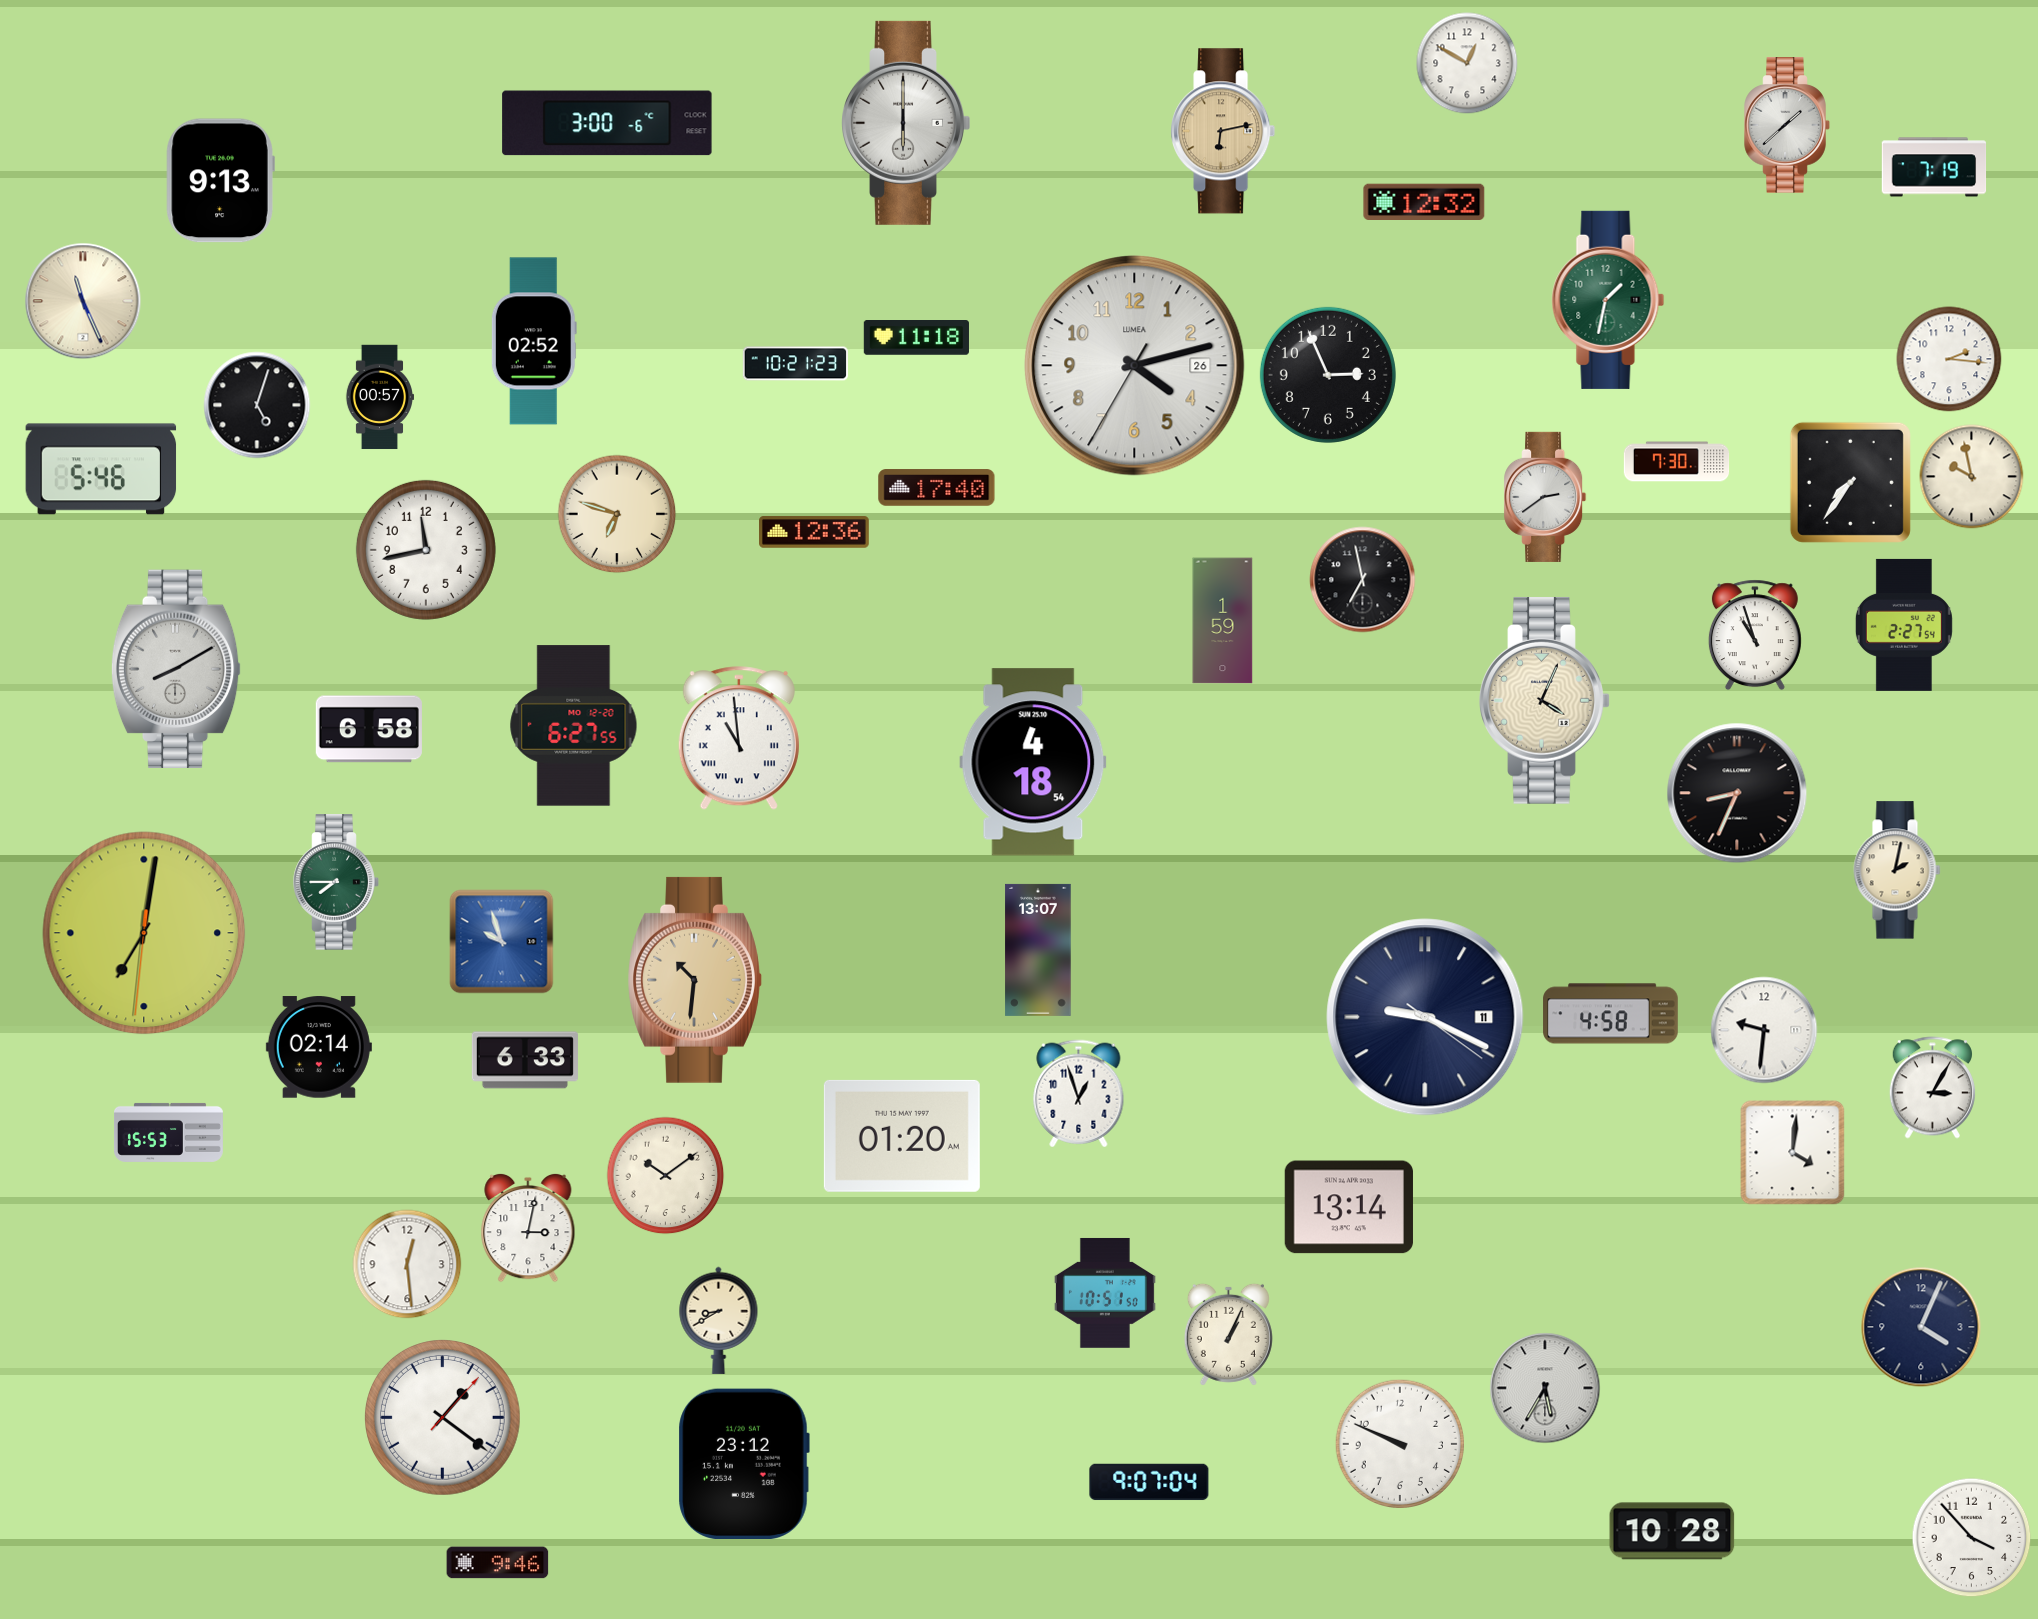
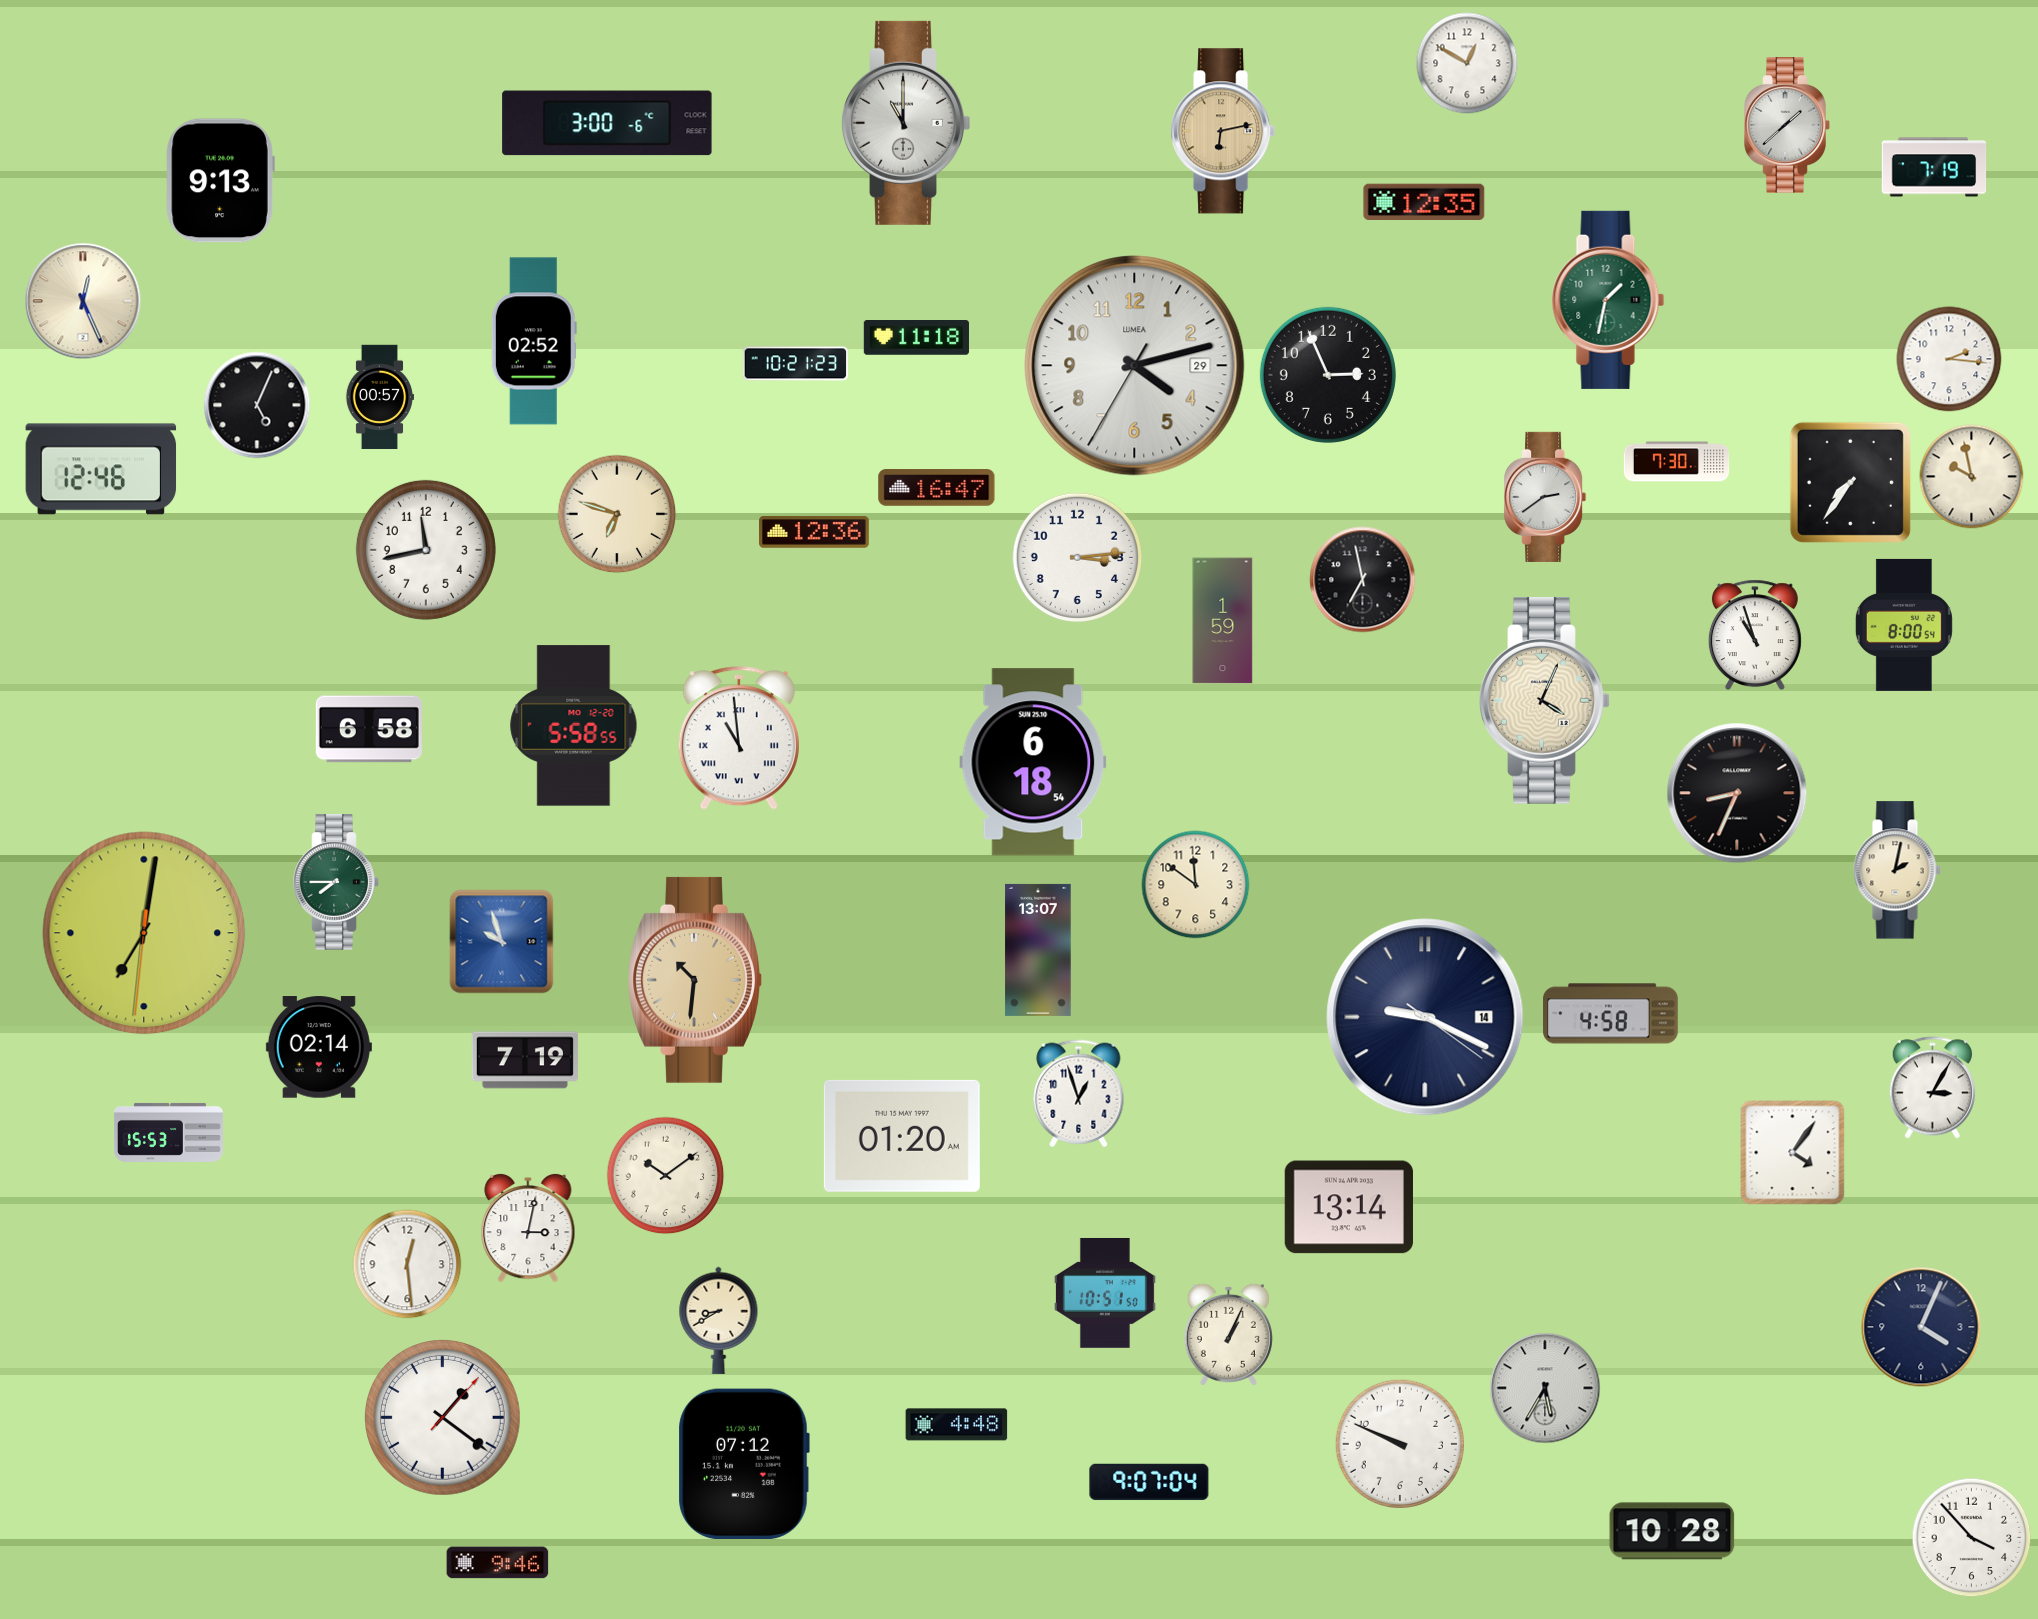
clock at (905, 123): 6:00 -> 11:00
clock at (1424, 201): 12:32 -> 12:35
clock at (83, 301): 11:26 -> 12:26
clock at (1135, 366) date: 26 -> 29
clock at (257, 405): 5:03 -> 5:04
clock at (101, 469): 5:46 -> 12:46
clock at (937, 488): 17:40 -> 16:47
clock at (1077, 557): none -> 3:14
clock at (1904, 625): 2:27 -> 8:00
clock at (176, 668): 8:10 -> none
clock at (574, 726): 6:27 -> 5:58
clock at (1033, 762): 4:18 -> 6:18
clock at (1196, 885): none -> 11:51
clock at (1425, 1017) date: 11 -> 14
clock at (1764, 1030): 9:31 -> none
clock at (525, 1060): 6:33 -> 7:19
clock at (1793, 1153): 4:01 -> 4:06
clock at (957, 1425): none -> 4:48
clock at (744, 1464): 23:12 -> 07:12
